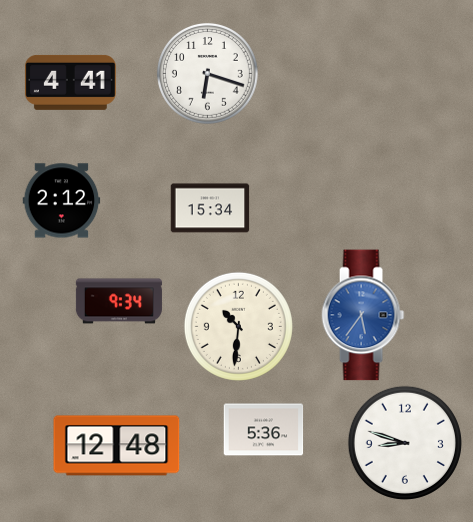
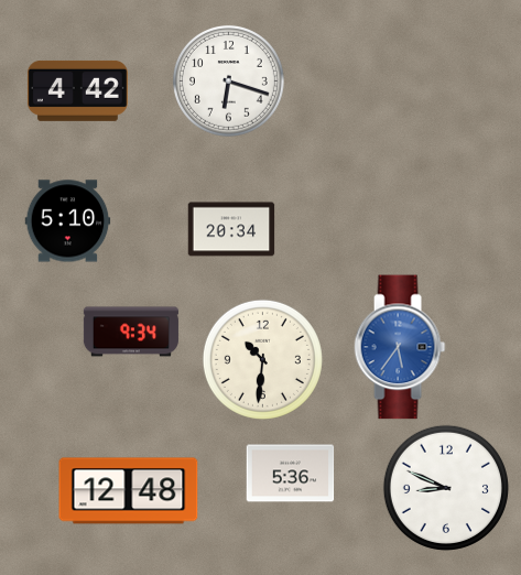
clock at (70, 82): 4:41 -> 4:42
clock at (61, 201): 2:12 -> 5:10
clock at (210, 208): 15:34 -> 20:34
clock at (405, 443): 8:48 -> 8:49
